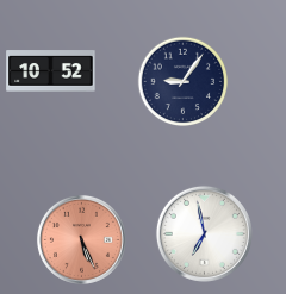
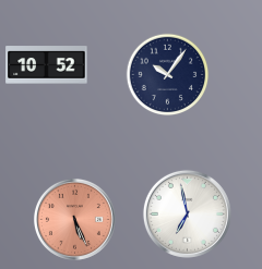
clock at (184, 82): 9:06 -> 10:06
